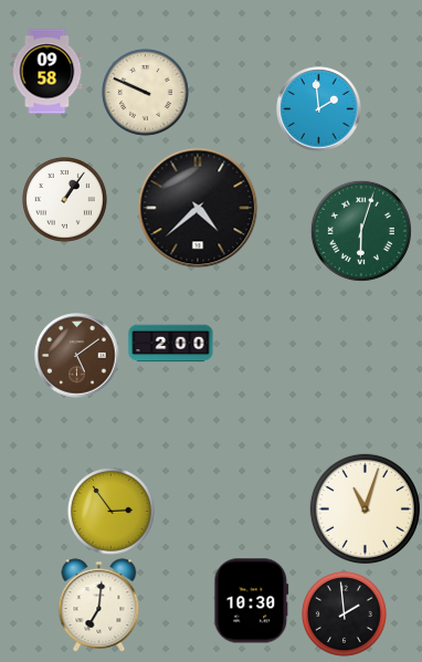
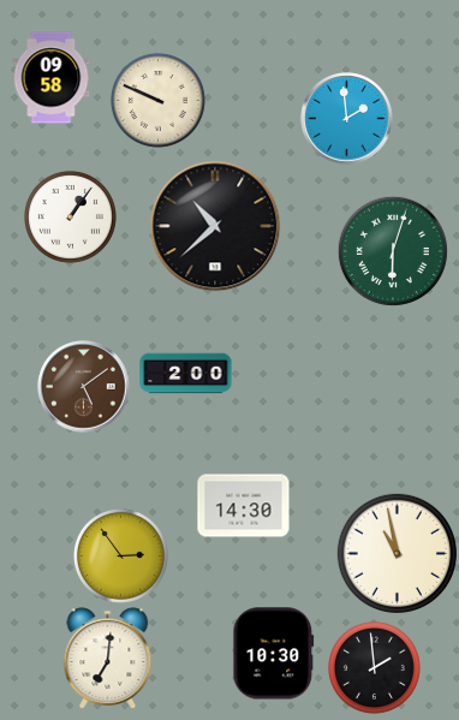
clock at (198, 208): 4:38 -> 10:38
clock at (244, 506): none -> 14:30
clock at (365, 508): 11:03 -> 10:58
